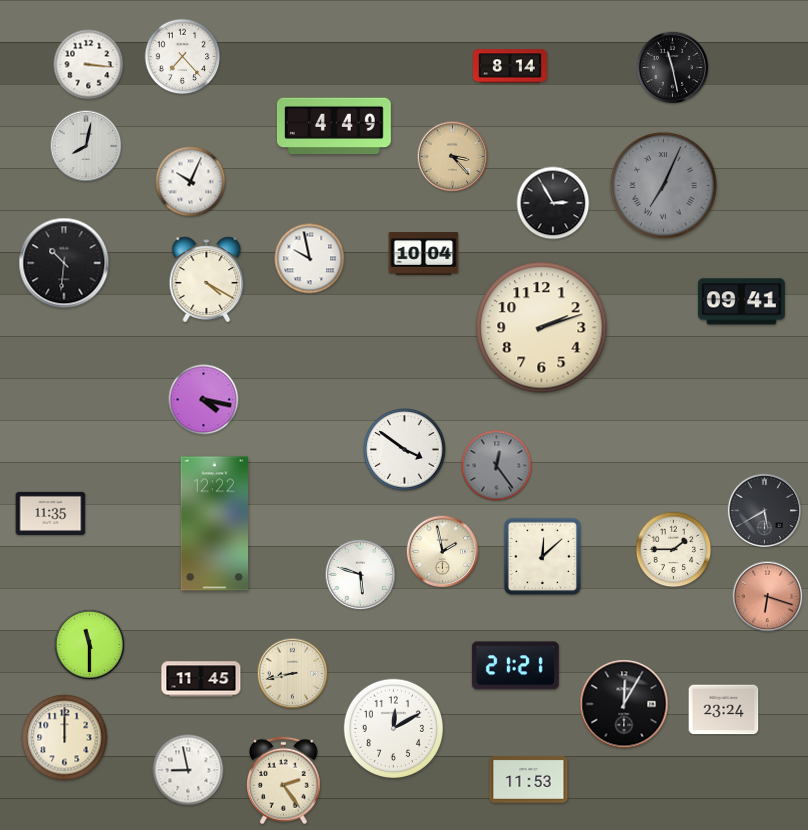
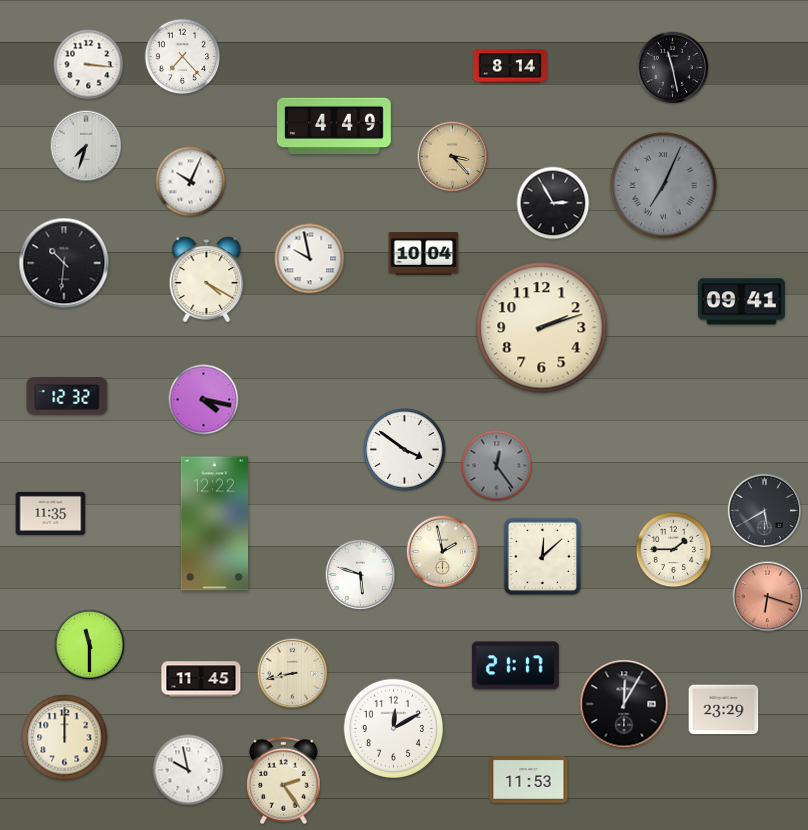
clock at (86, 146): 8:02 -> 7:33
clock at (67, 397): none -> 12:32
clock at (515, 666): 21:21 -> 21:17
clock at (724, 710): 23:24 -> 23:29
clock at (188, 770): 8:58 -> 9:58
